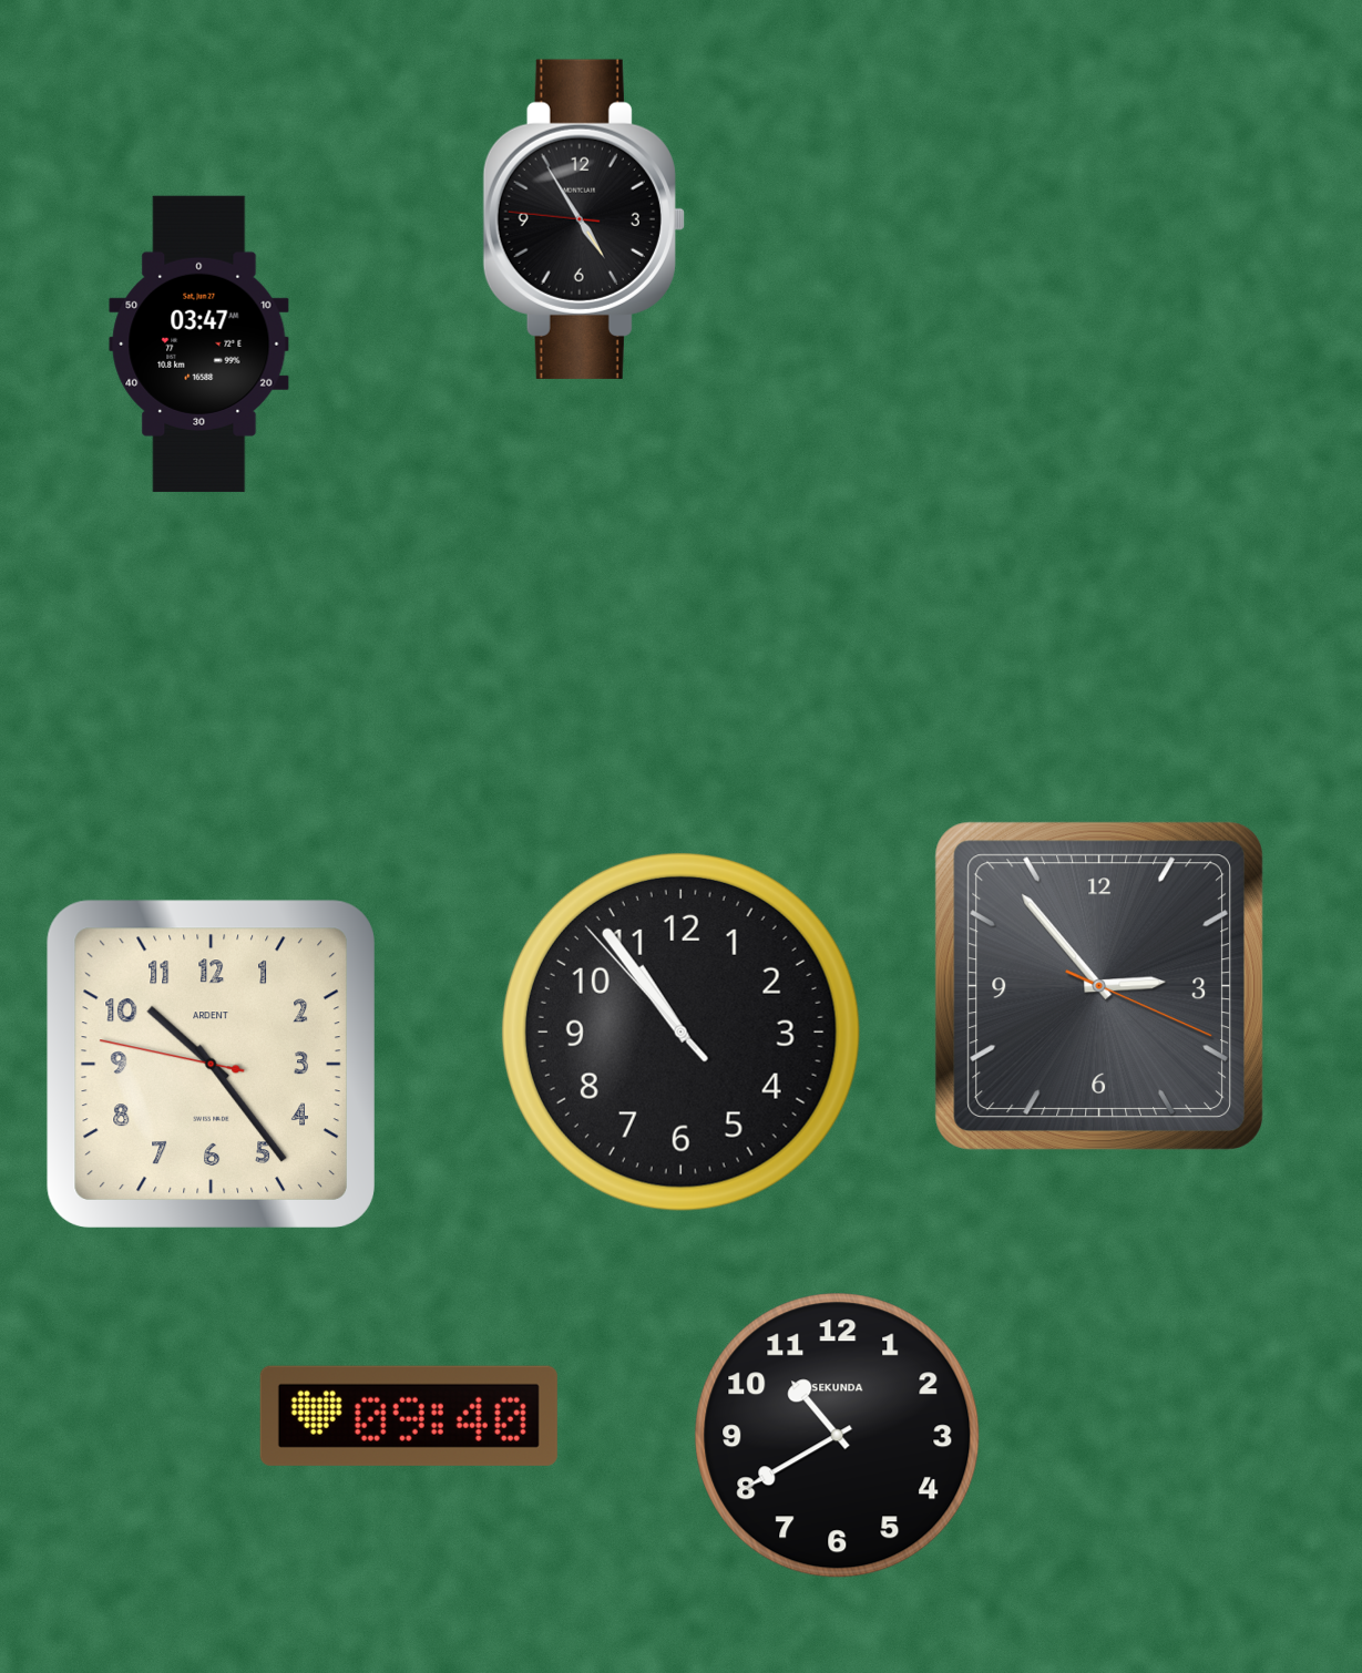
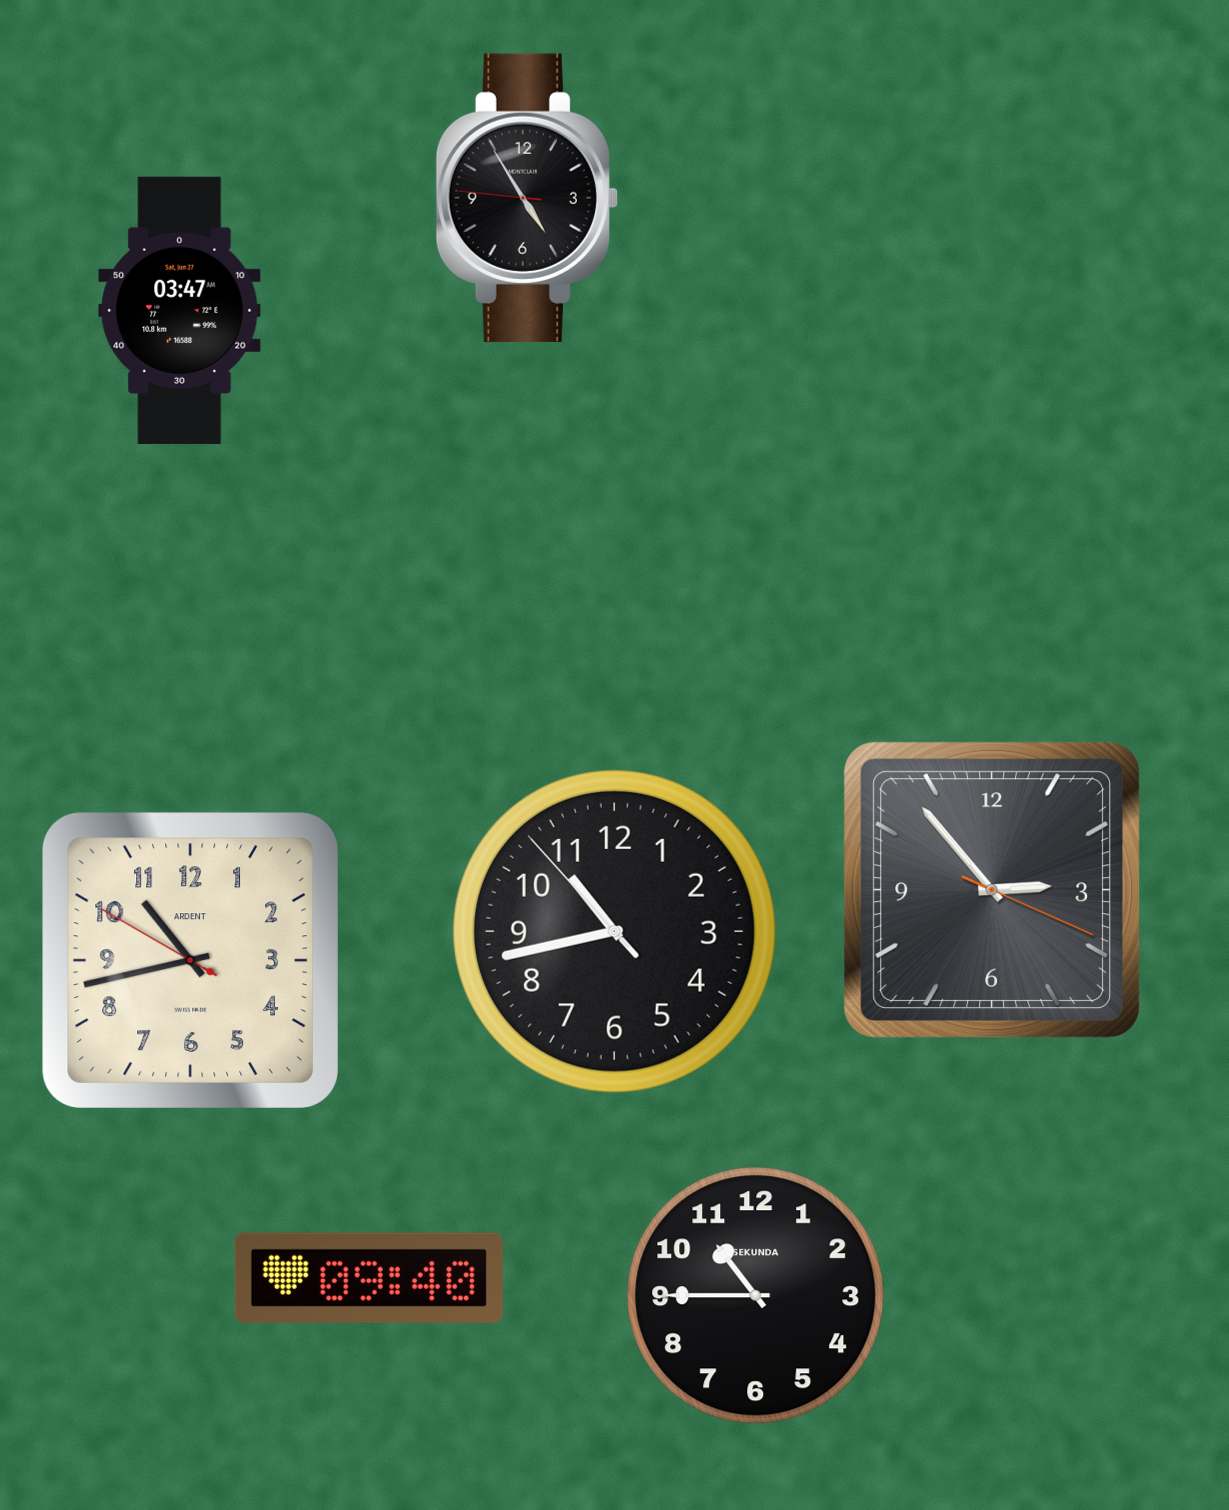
clock at (680, 1031): 10:53 -> 10:42
clock at (211, 1064): 10:23 -> 10:42
clock at (838, 1436): 10:40 -> 10:45
